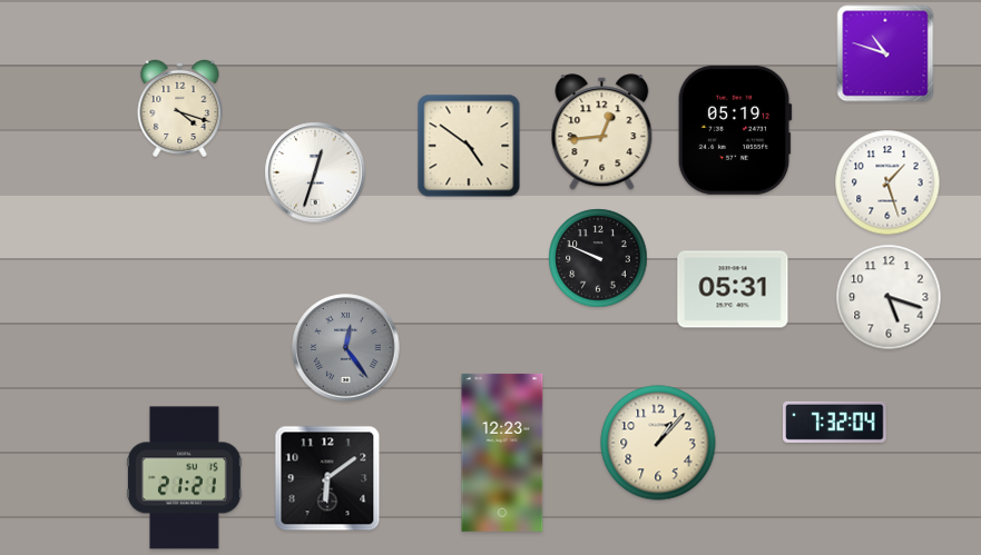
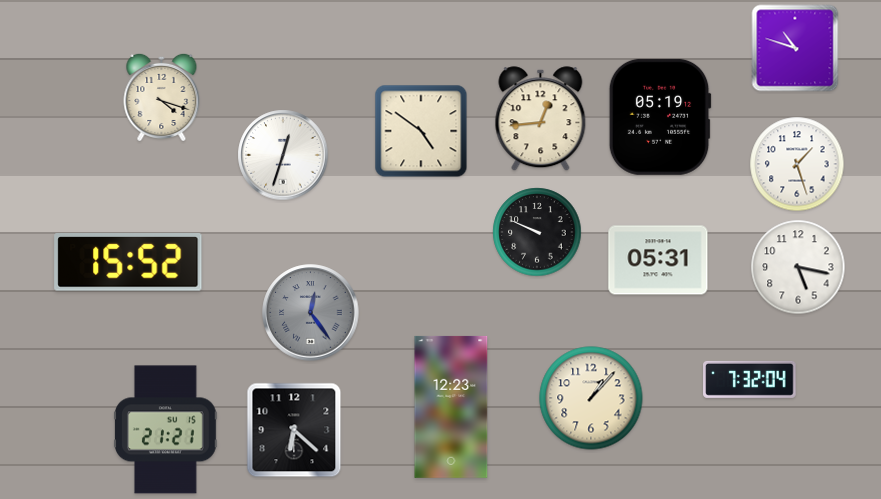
clock at (128, 262): none -> 15:52
clock at (889, 297): 5:18 -> 5:17
clock at (327, 478): 6:09 -> 6:22
